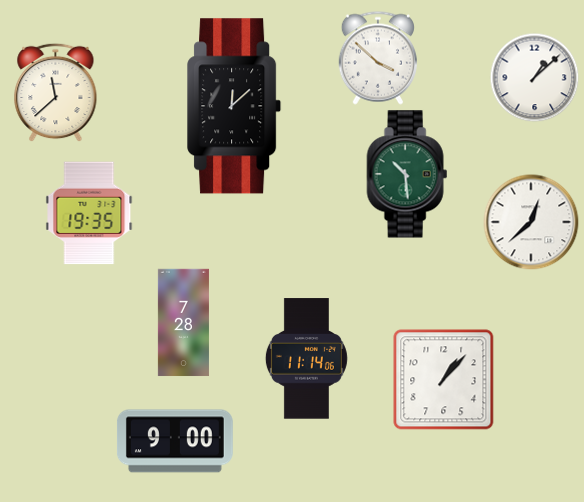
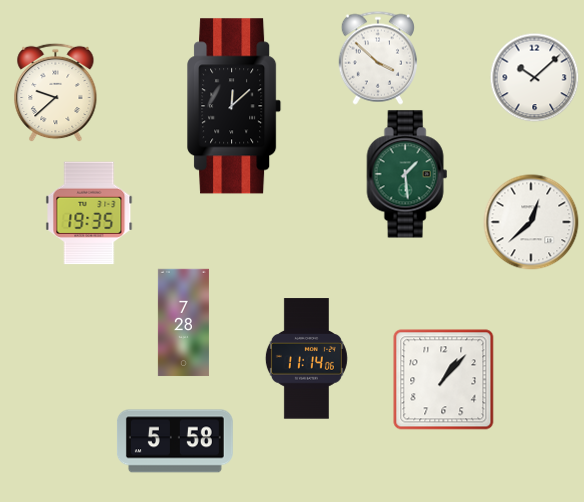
clock at (534, 77): 1:08 -> 10:08
clock at (56, 92): 11:38 -> 9:38
clock at (407, 174): 10:29 -> 1:29
clock at (175, 441): 9:00 -> 5:58
